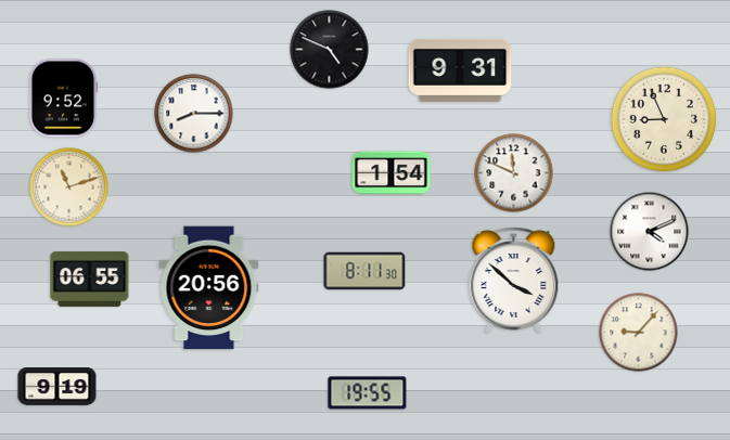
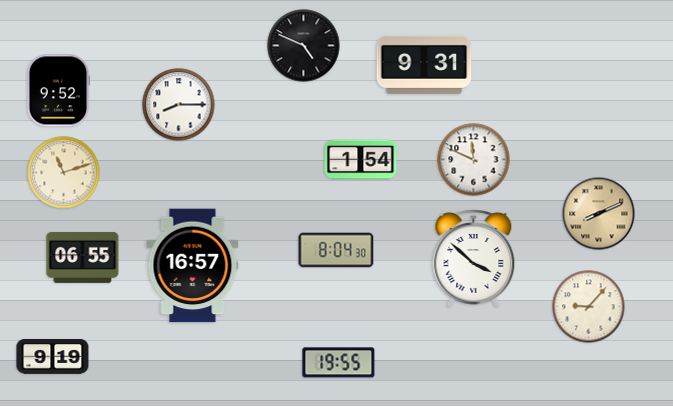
clock at (664, 119): 8:56 -> none
clock at (650, 232): 4:11 -> 8:11
clock at (650, 232) dial: white -> champagne
clock at (364, 271): 8:11 -> 8:04
clock at (209, 288): 20:56 -> 16:57
